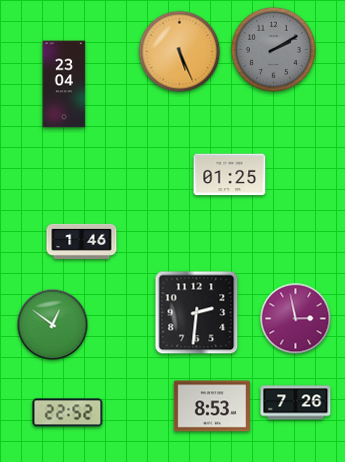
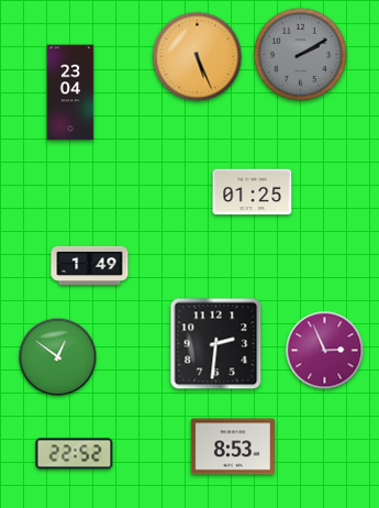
clock at (82, 241): 1:46 -> 1:49
clock at (296, 319): 2:58 -> 2:56
clock at (296, 403): 7:26 -> none
